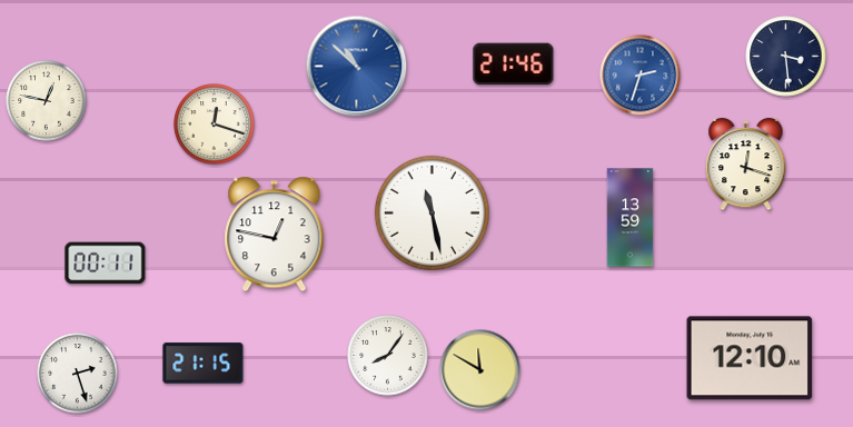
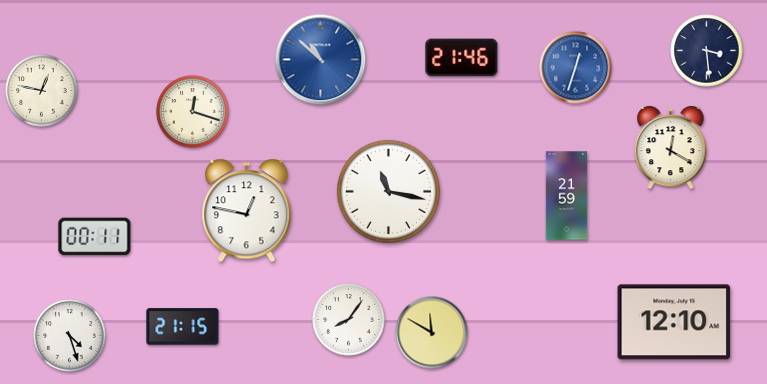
clock at (641, 76): 2:33 -> 12:33
clock at (746, 165): 12:18 -> 12:20
clock at (432, 212): 11:28 -> 11:17
clock at (631, 218): 13:59 -> 21:59
clock at (78, 374): 2:27 -> 4:27
